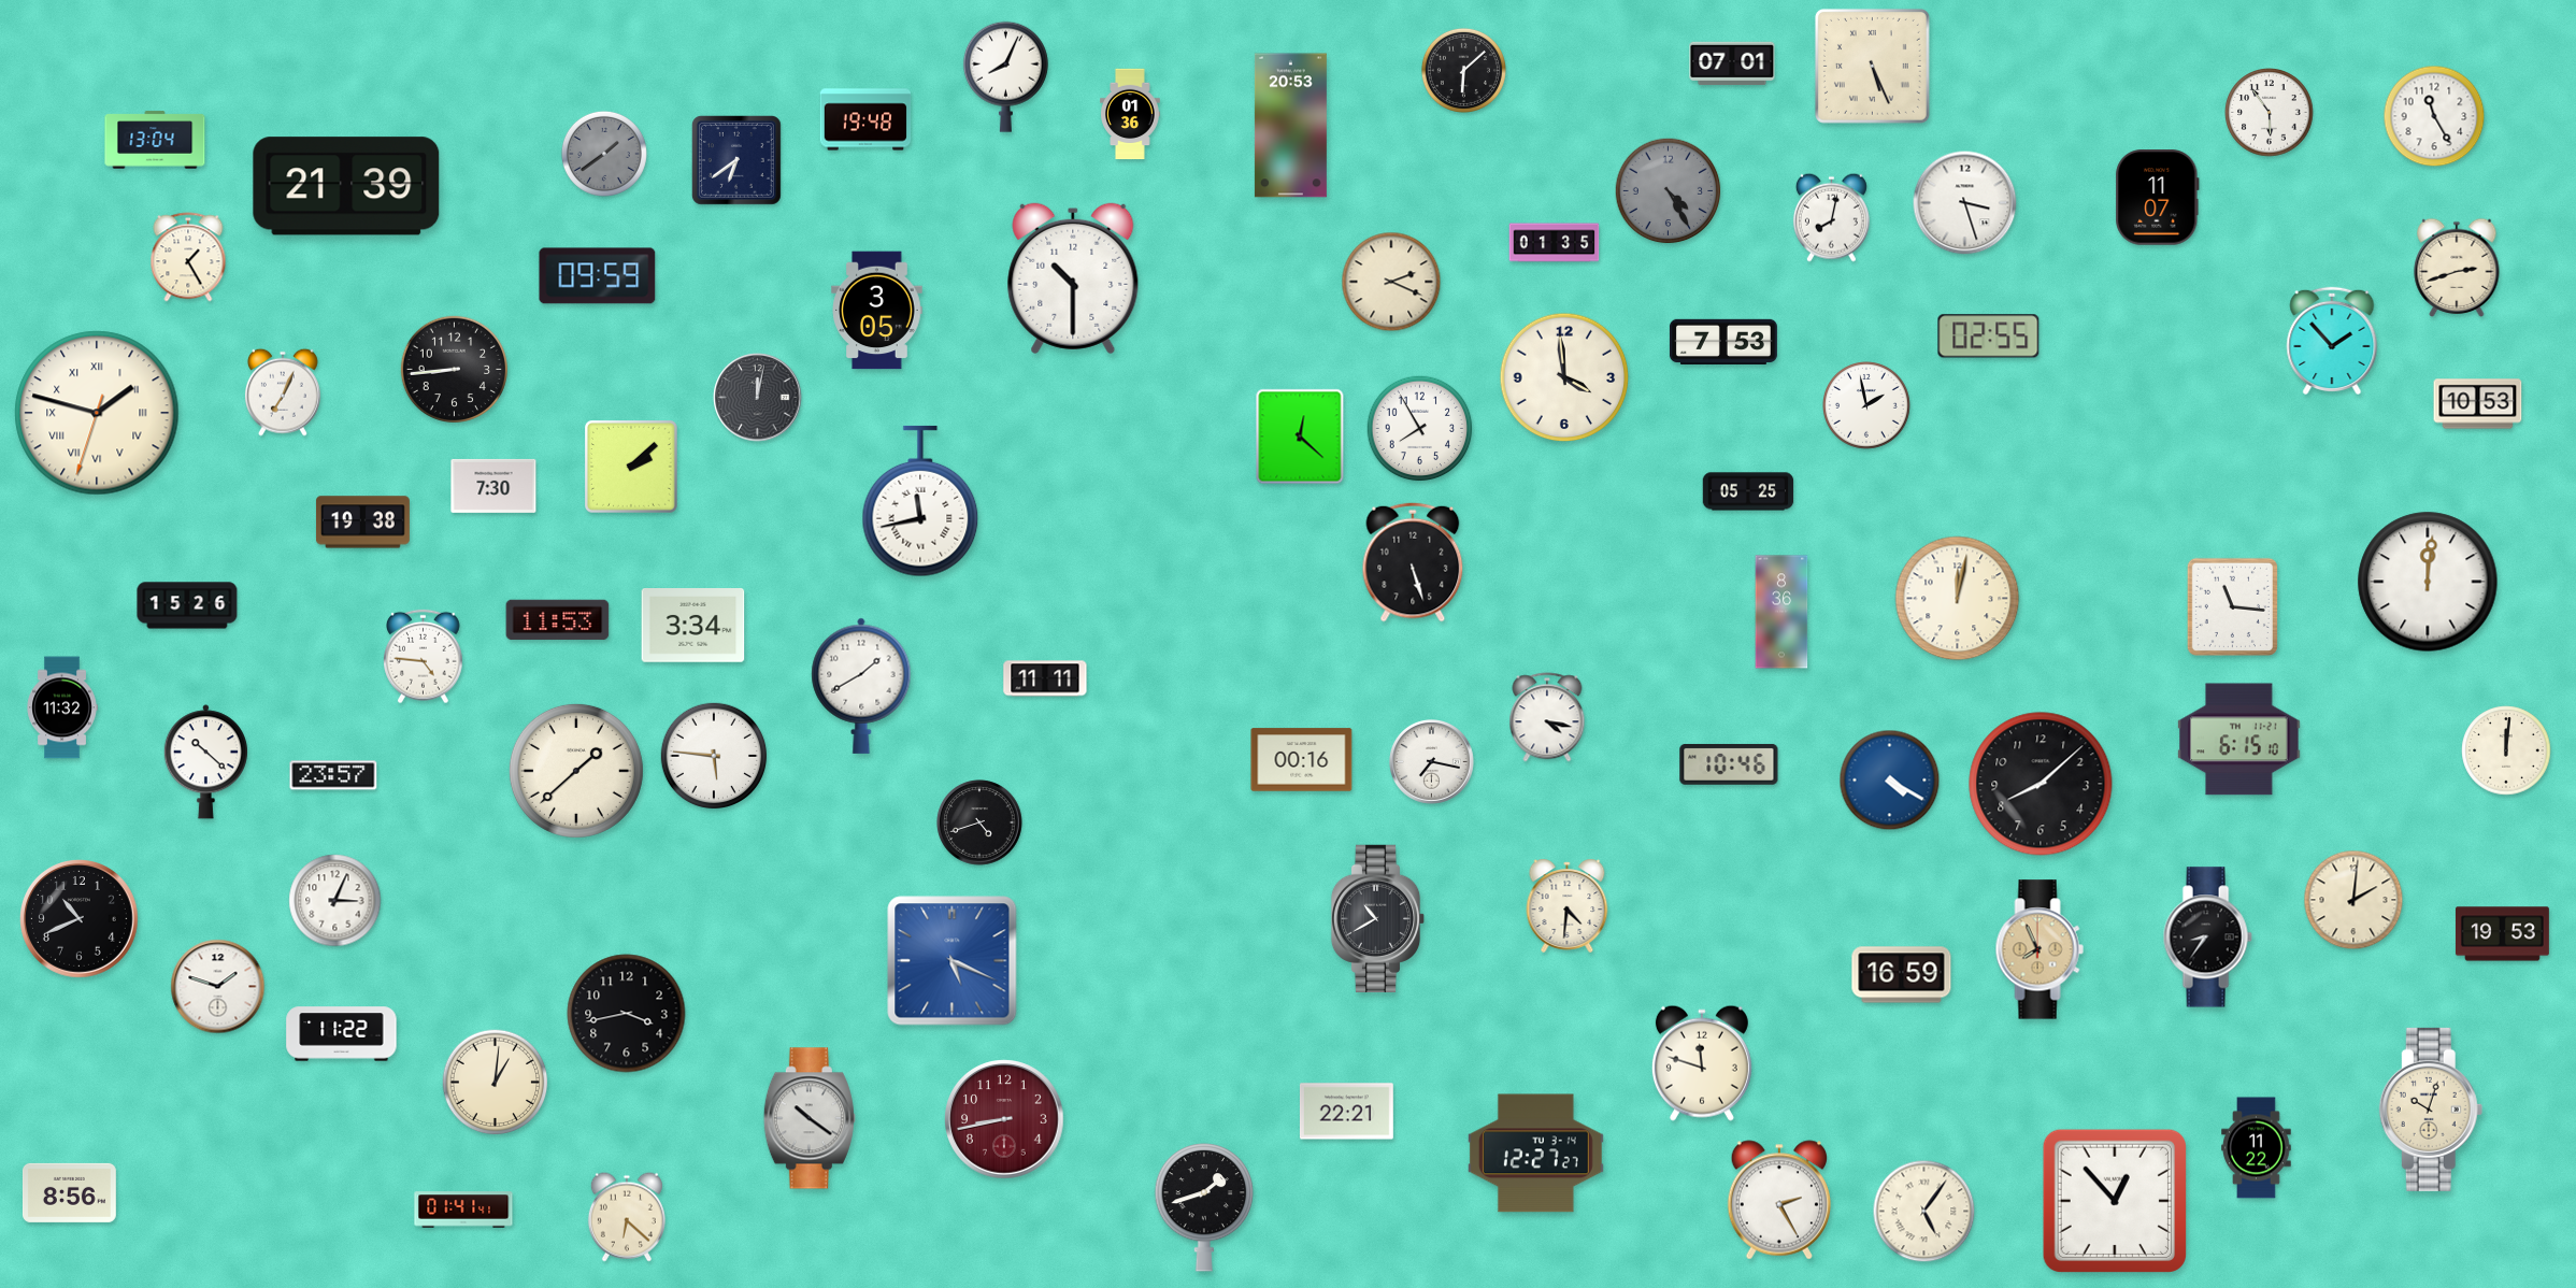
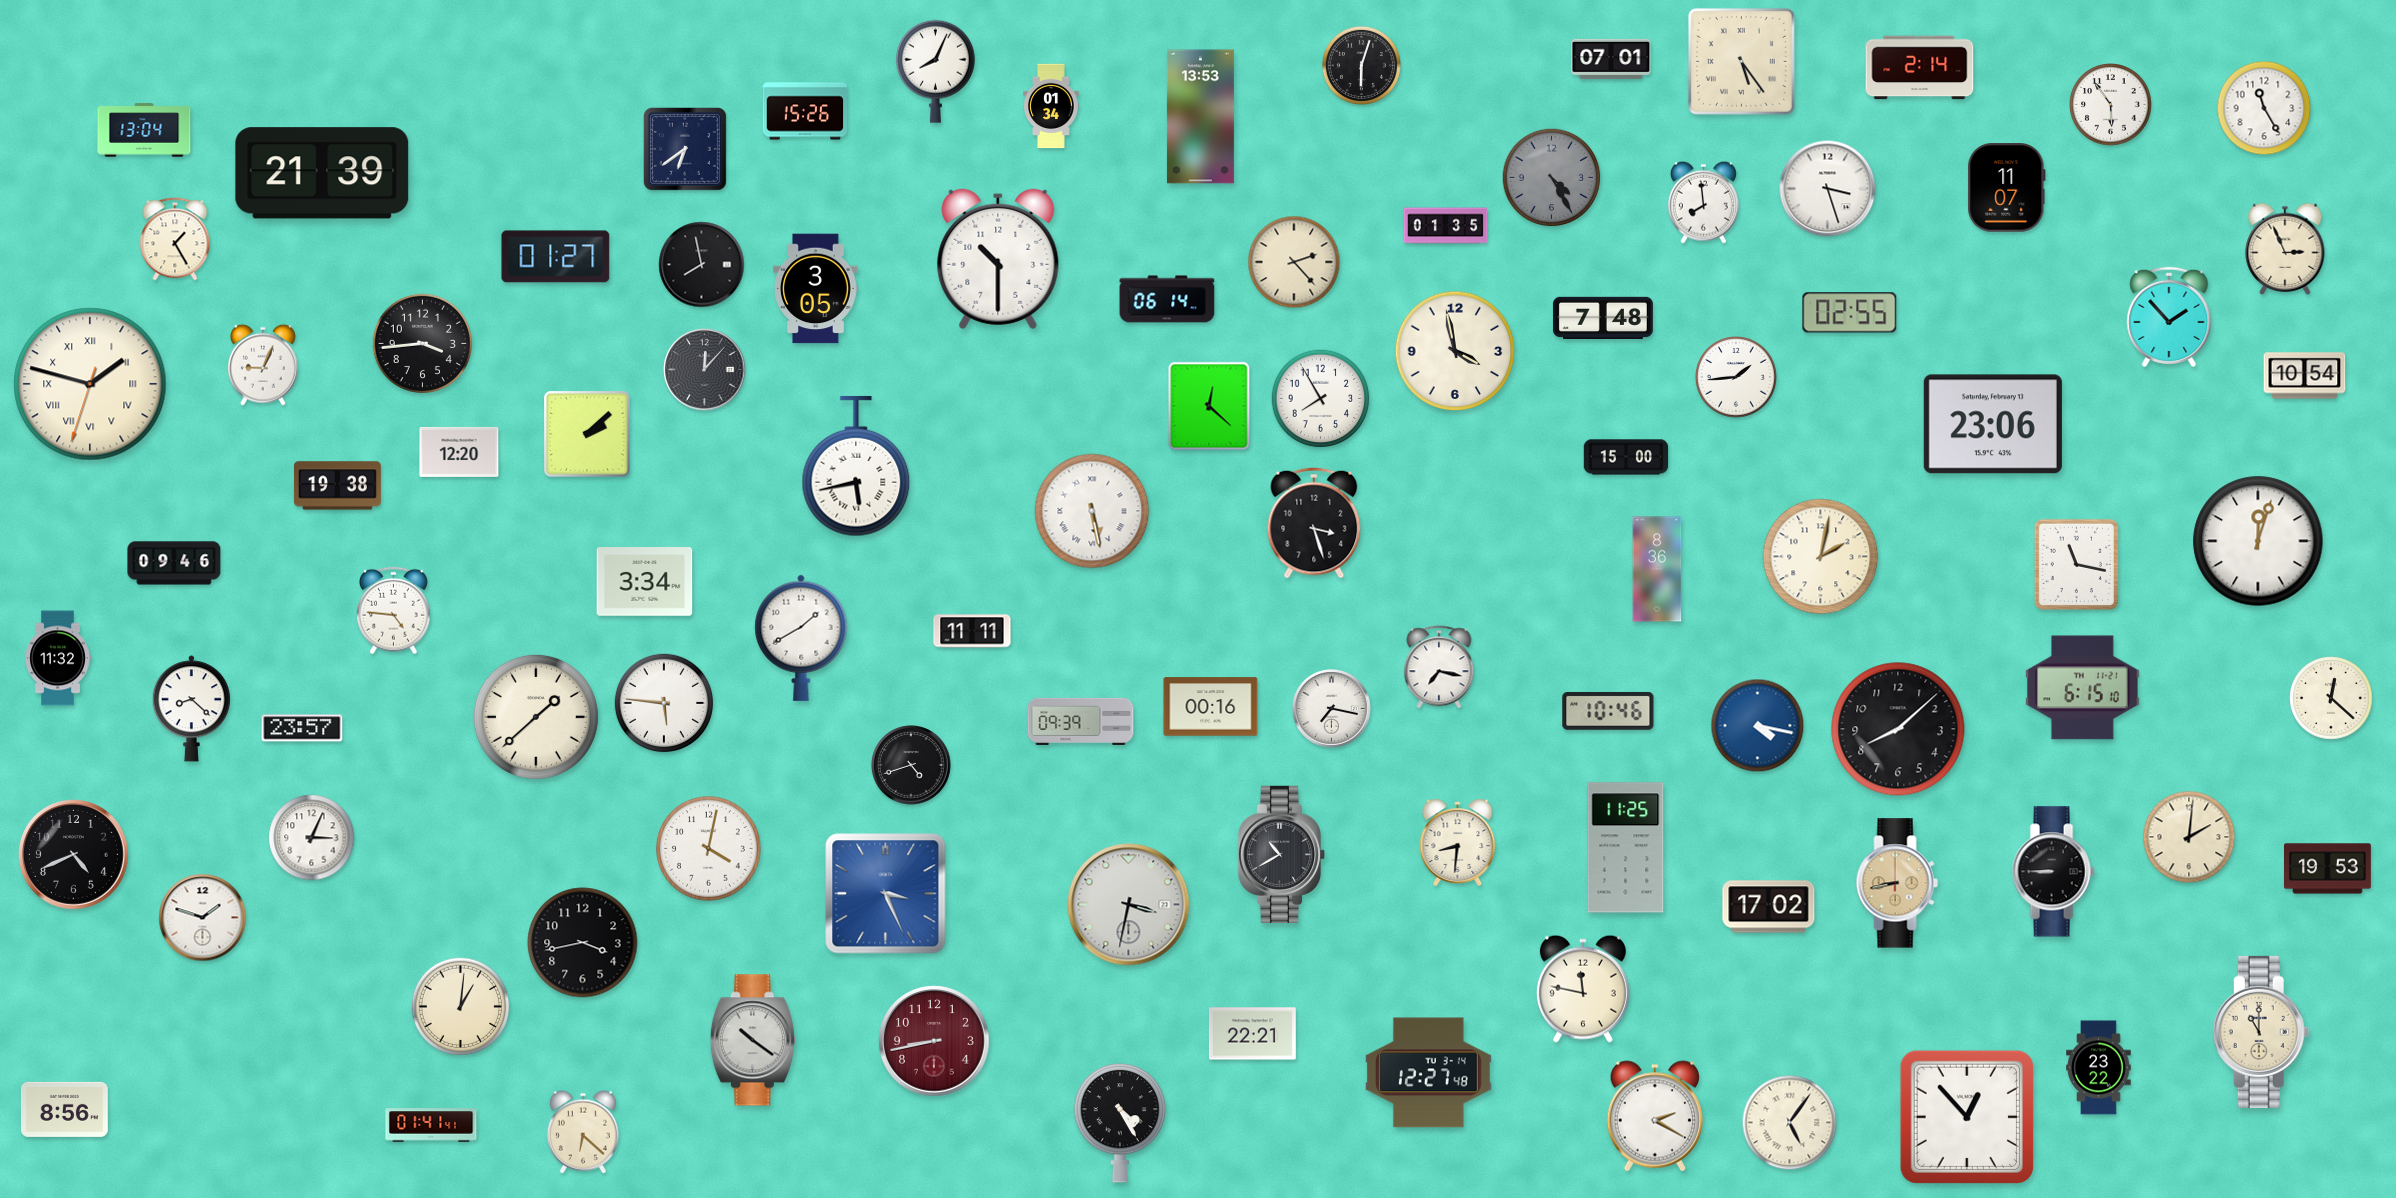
clock at (1872, 66): 5:26 -> 5:24
clock at (1463, 70): 6:08 -> 6:03
clock at (1920, 68): none -> 2:14
clock at (1130, 114): 01:36 -> 01:34
clock at (865, 119): 19:48 -> 15:26
clock at (1290, 126): 20:53 -> 13:53
clock at (604, 154): 1:39 -> none
clock at (2158, 198) position: (2158, 198) -> (2007, 188)
clock at (1831, 217): 8:02 -> 7:59
clock at (2457, 268): 2:42 -> 2:56
clock at (598, 276): 09:59 -> 01:27
clock at (1391, 282): 2:19 -> 2:23
clock at (702, 265): none -> 7:58
clock at (1167, 299): none -> 06:14
clock at (1723, 342): 7:53 -> 7:48
clock at (454, 369): 8:44 -> 3:44
clock at (1564, 377): 3:59 -> 3:58
clock at (283, 392): 7:04 -> 9:04
clock at (758, 398): 12:02 -> 12:07
clock at (2478, 404): 10:53 -> 10:54
clock at (1867, 406): 1:58 -> 1:44
clock at (1993, 424): none -> 23:06
clock at (493, 486): 7:30 -> 12:20
clock at (1748, 491): 05:25 -> 15:00
clock at (920, 501): 11:43 -> 5:43
clock at (1092, 511): none -> 5:28
clock at (1413, 562): 5:27 -> 3:27
clock at (2428, 582): 12:01 -> 12:03
clock at (1958, 599): 12:02 -> 2:02
clock at (187, 605): 15:26 -> 09:46
clock at (2232, 606): 11:16 -> 11:17
clock at (558, 620): 11:53 -> none
clock at (1547, 717): 4:17 -> 7:17
clock at (2506, 750): 12:01 -> 12:22
clock at (205, 762): 10:22 -> 8:22
clock at (333, 775) position: (333, 775) -> (302, 728)
clock at (1081, 721): none -> 09:39
clock at (1890, 781): 4:20 -> 4:17
clock at (1568, 905): 4:31 -> 8:31
clock at (1626, 848): none -> 11:25
clock at (709, 849): none -> 4:02
clock at (80, 919): 10:41 -> 4:41
clock at (2207, 938): 8:36 -> 8:45
clock at (2040, 949): 7:56 -> 8:43
clock at (953, 961): 5:19 -> 3:26
clock at (1129, 905): none -> 3:32
clock at (1902, 975): 16:59 -> 17:02
clock at (342, 1034): 11:22 -> none
clock at (1702, 1063): 11:48 -> 11:47
clock at (2431, 1110): 10:03 -> 11:00
clock at (2257, 1148): 11:22 -> 23:22
clock at (1535, 1154): 12:27:27 -> 12:27:48
clock at (1778, 1200): 2:25 -> 2:20
clock at (1204, 1208): 1:42 -> 4:25
clock at (1924, 1212) position: (1924, 1212) -> (1790, 1123)
